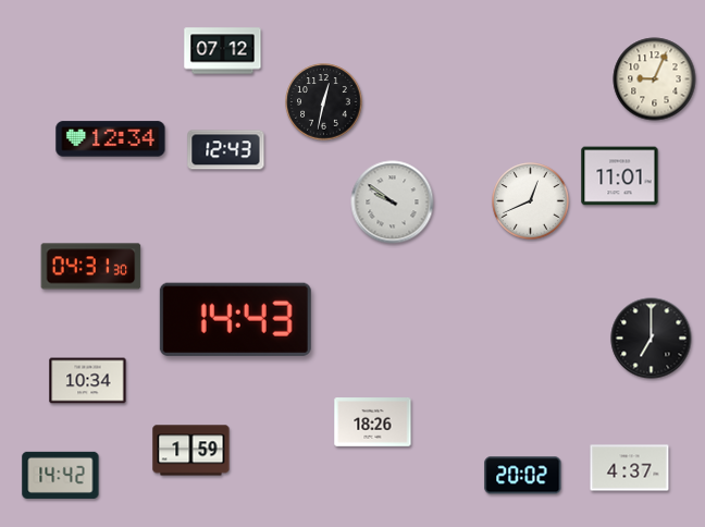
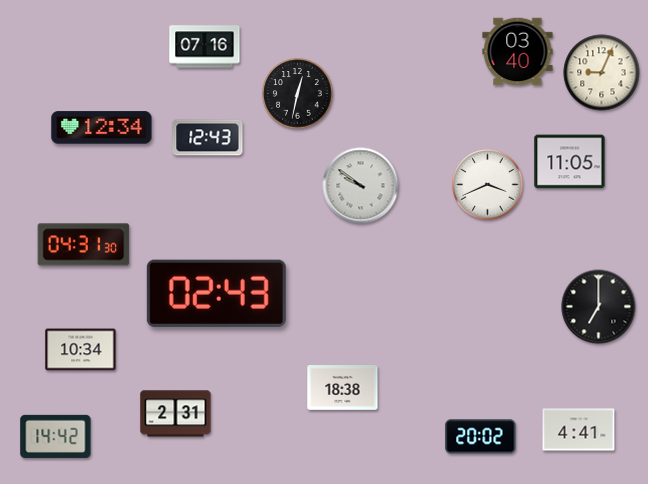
clock at (223, 51): 07:12 -> 07:16
clock at (518, 52): none -> 03:40
clock at (620, 176): 11:01 -> 11:05
clock at (531, 201): 12:41 -> 3:41
clock at (235, 319): 14:43 -> 02:43
clock at (652, 339) position: (652, 339) -> (599, 307)
clock at (373, 422): 18:26 -> 18:38
clock at (191, 451): 1:59 -> 2:31
clock at (630, 468): 4:37 -> 4:41
